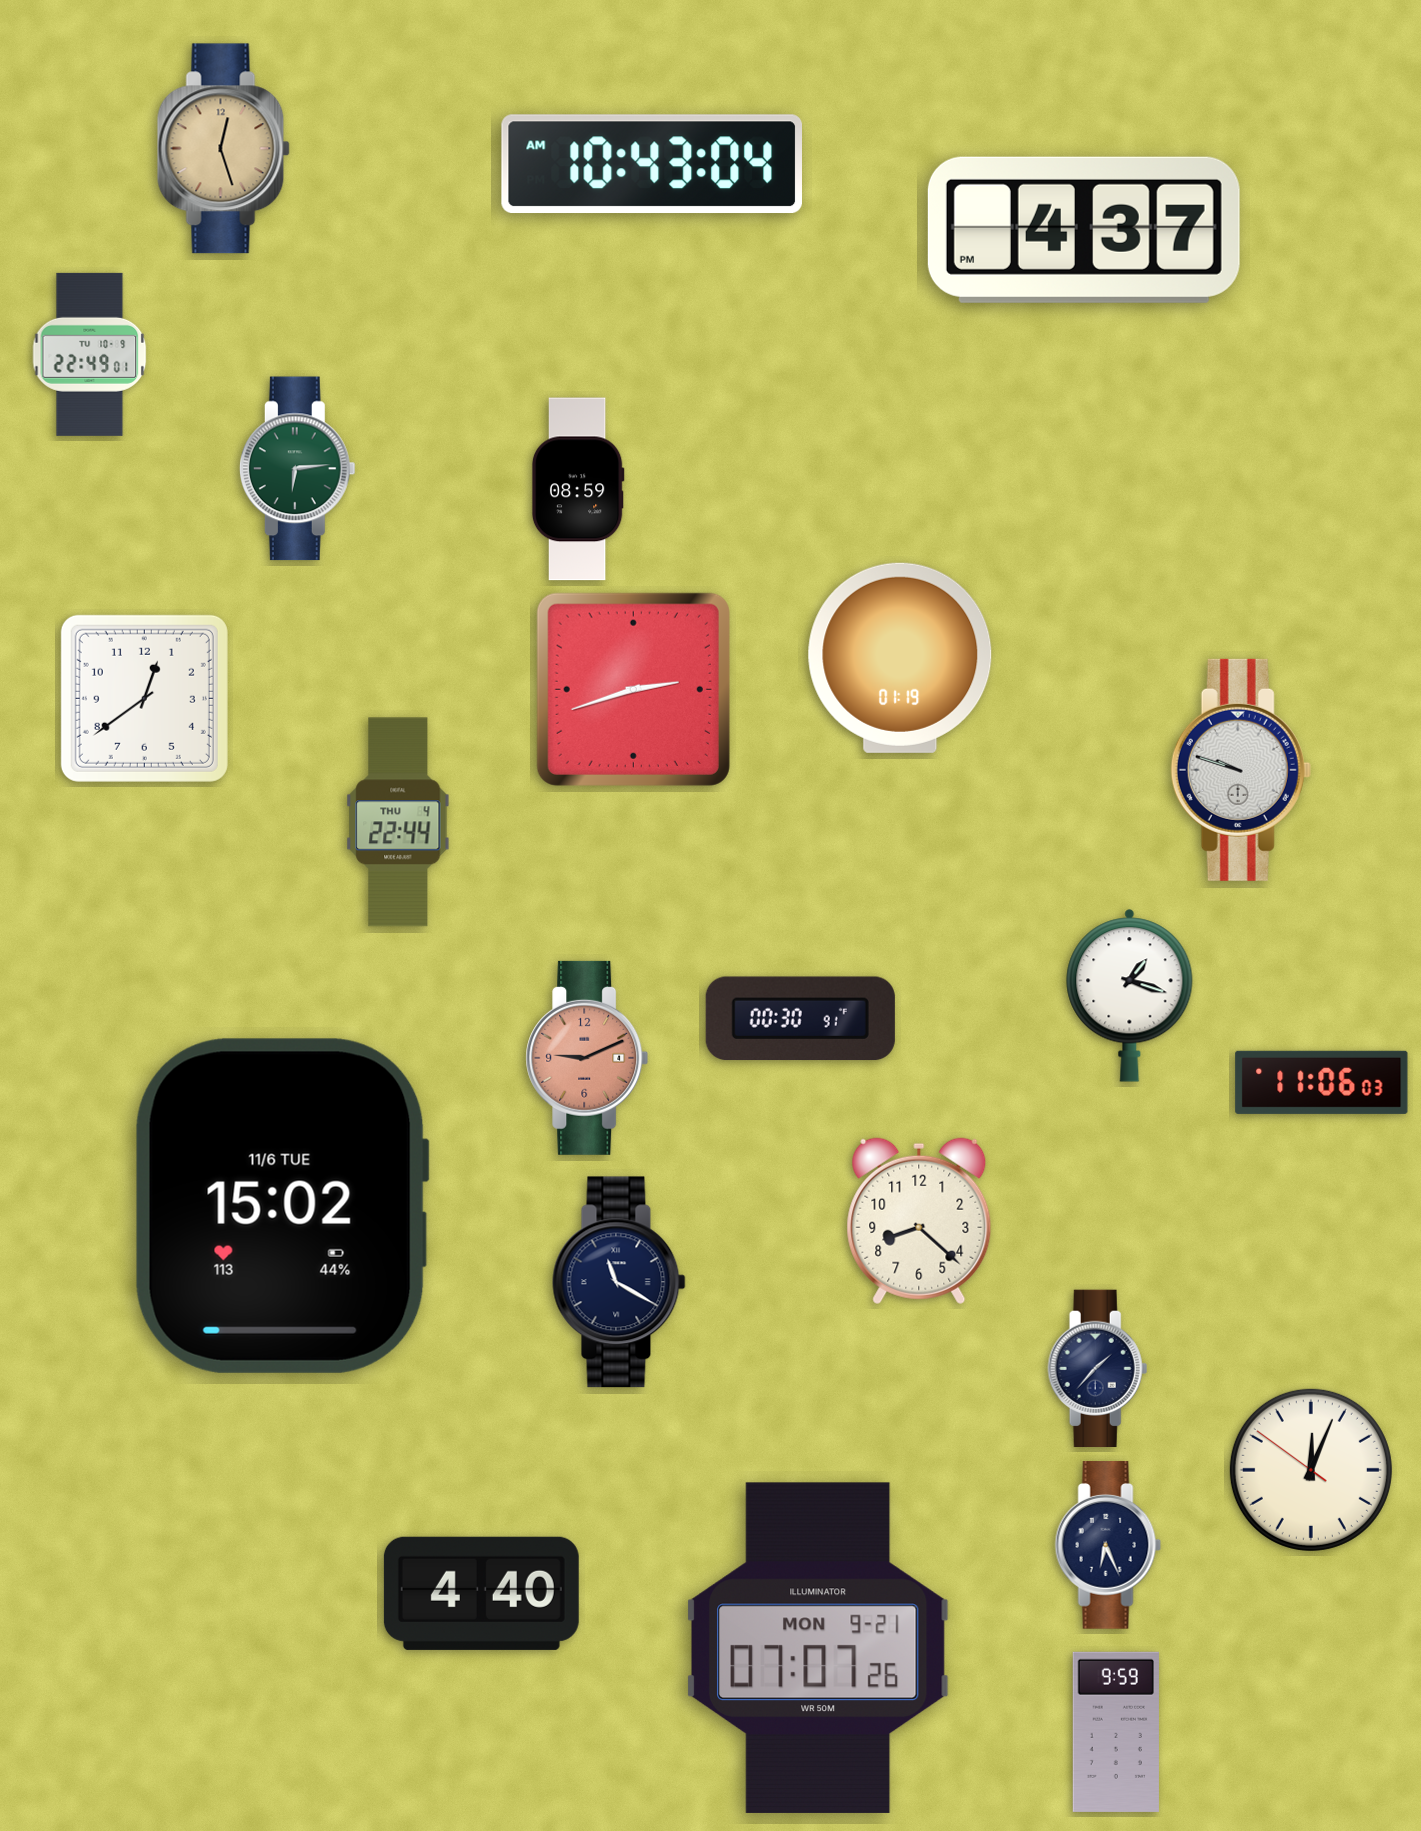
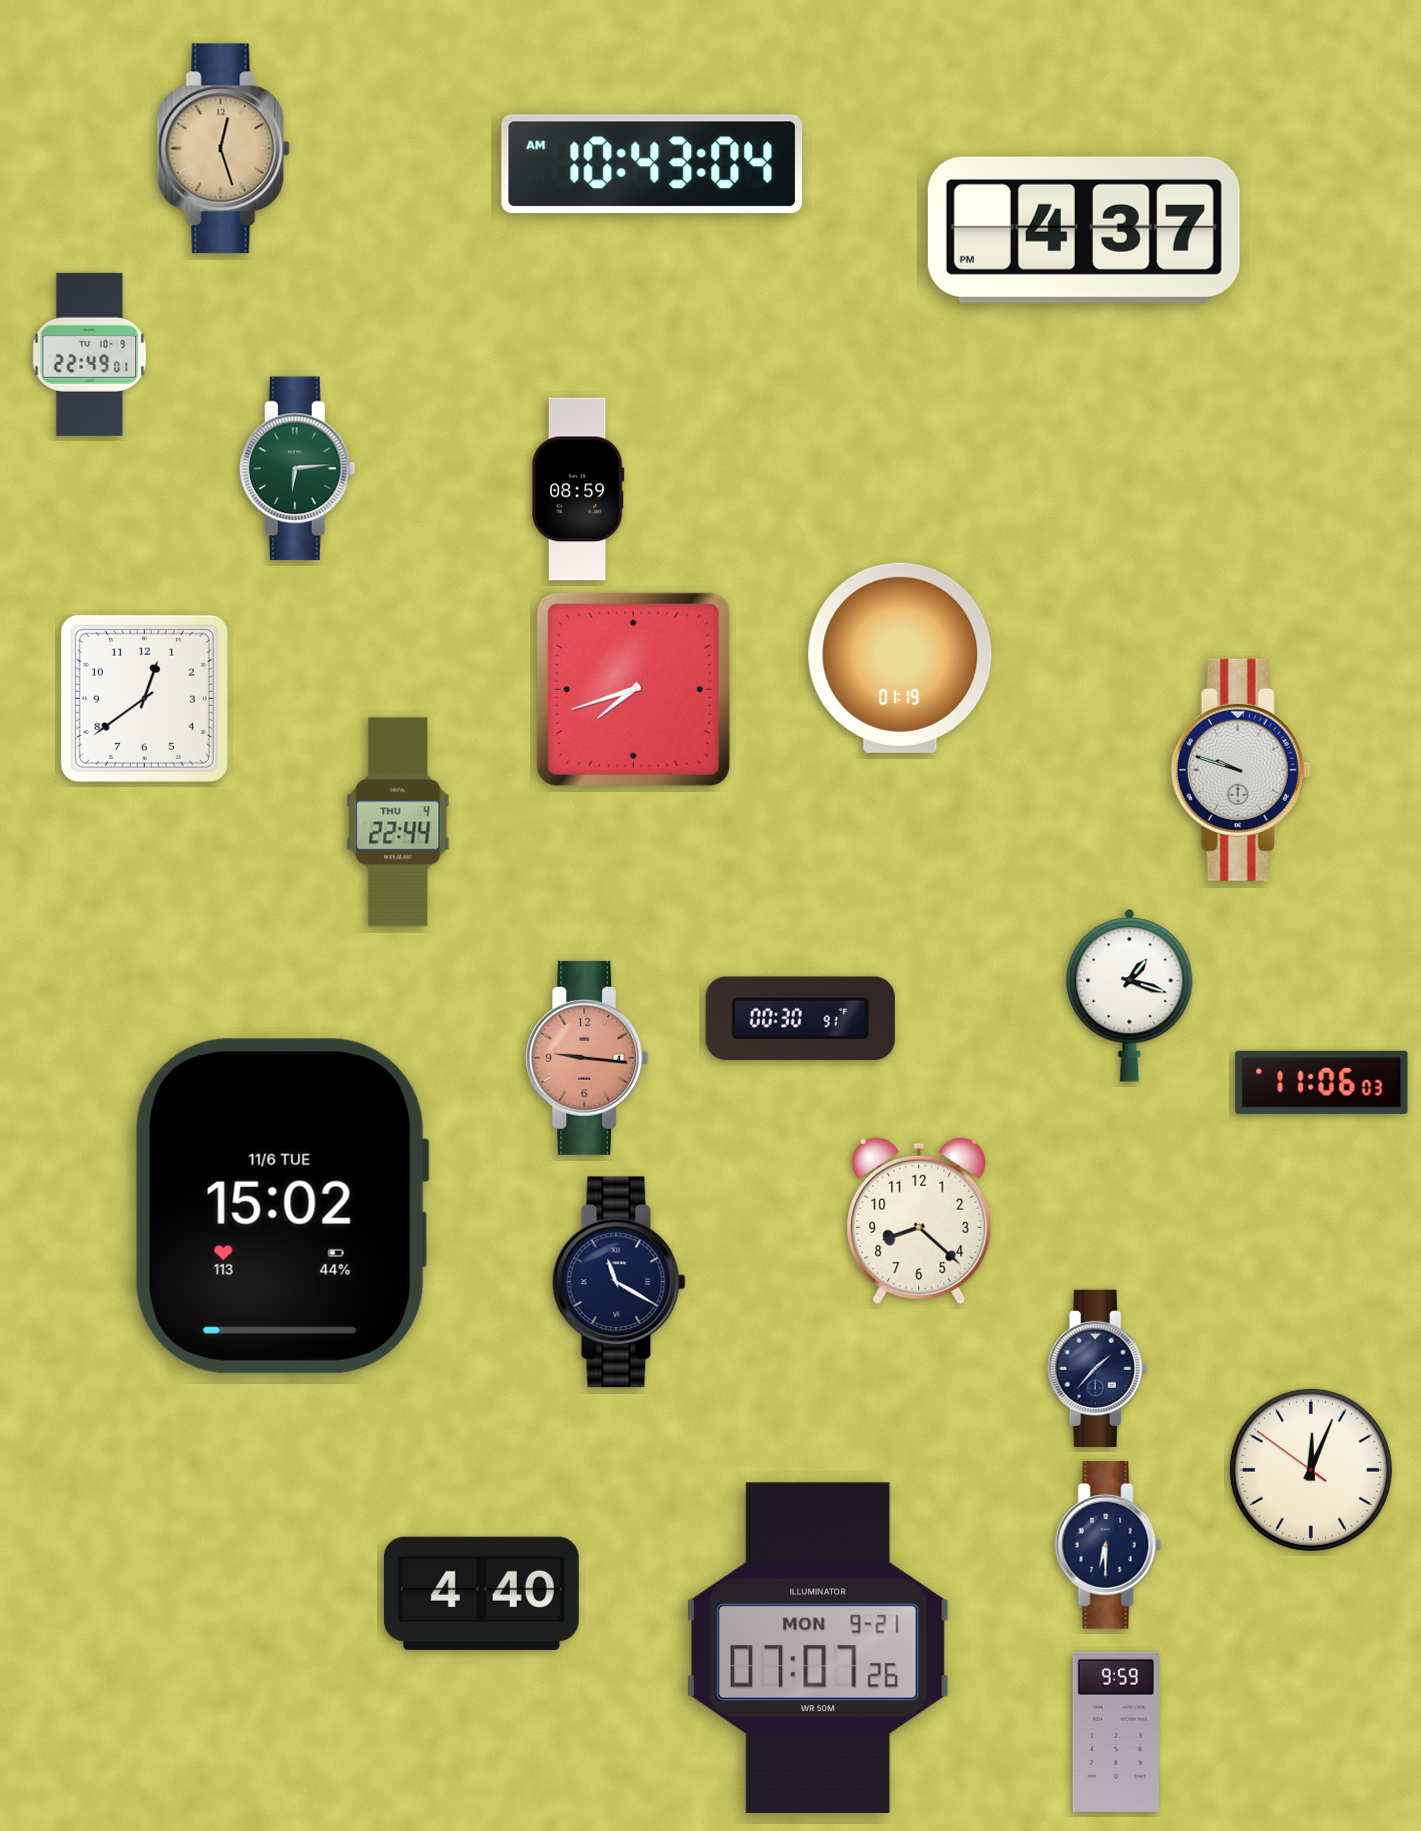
clock at (633, 689): 2:42 -> 7:42
clock at (587, 1058): 9:11 -> 9:16
clock at (1108, 1545): 6:26 -> 6:30
